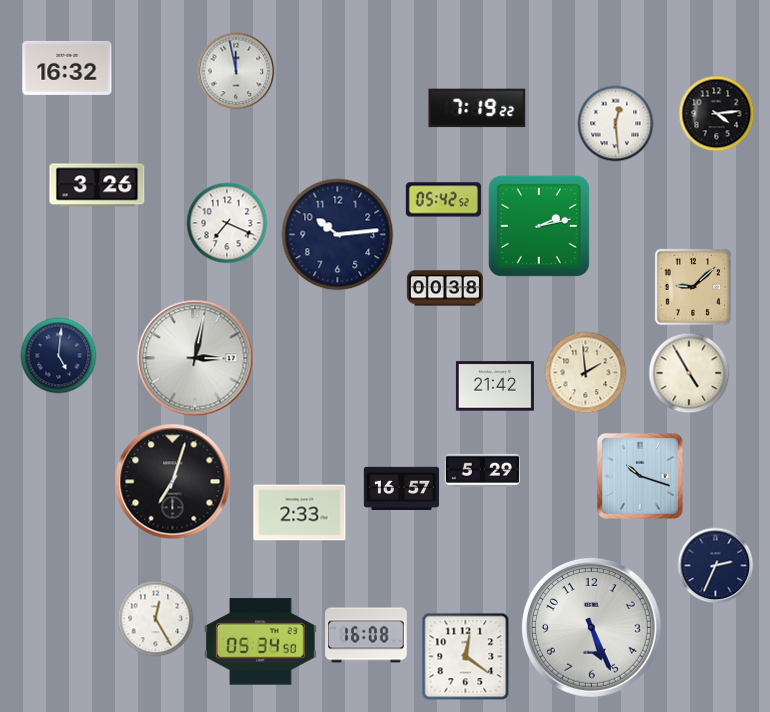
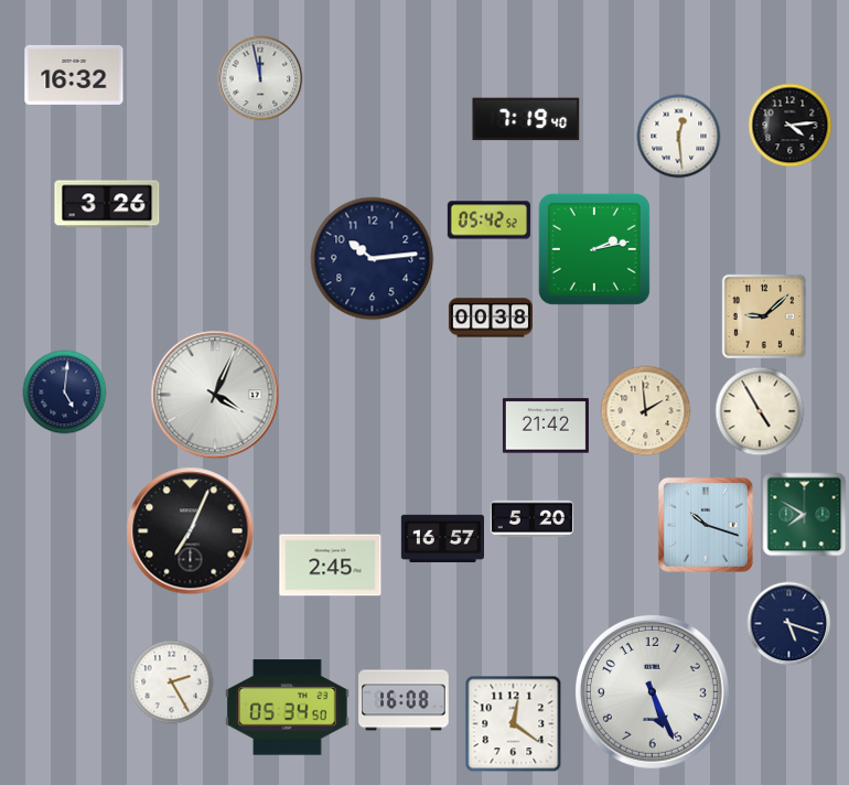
clock at (477, 108): 7:19:22 -> 7:19:40
clock at (227, 223): 7:19 -> none
clock at (195, 358): 3:02 -> 4:04
clock at (805, 515): none -> 7:50
clock at (482, 470): 5:29 -> 5:20
clock at (173, 482): 7:03 -> 7:04
clock at (300, 513): 2:33 -> 2:45
clock at (716, 566): 2:34 -> 5:18
clock at (156, 619): 12:25 -> 2:25
